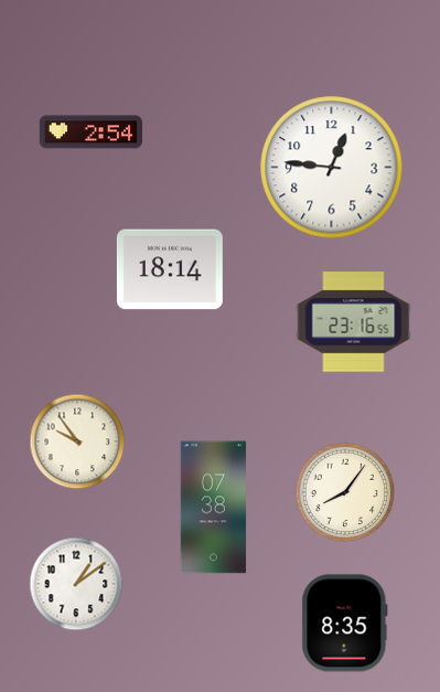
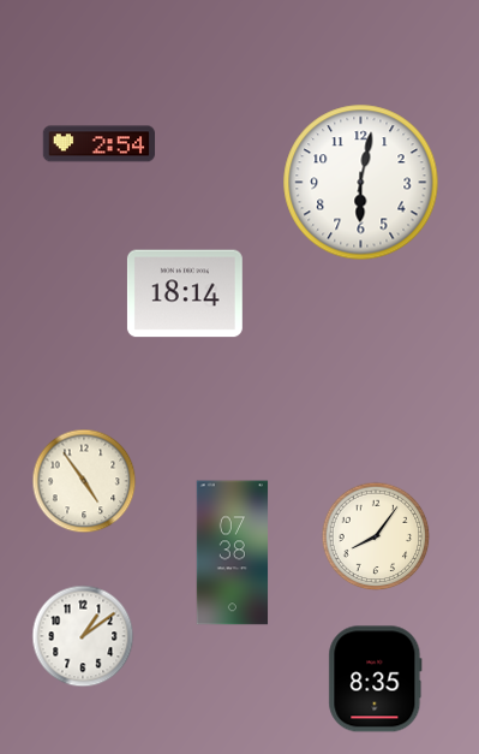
clock at (332, 168): 12:46 -> 6:02
clock at (354, 322): 23:16 -> none
clock at (77, 441): 9:54 -> 4:54
